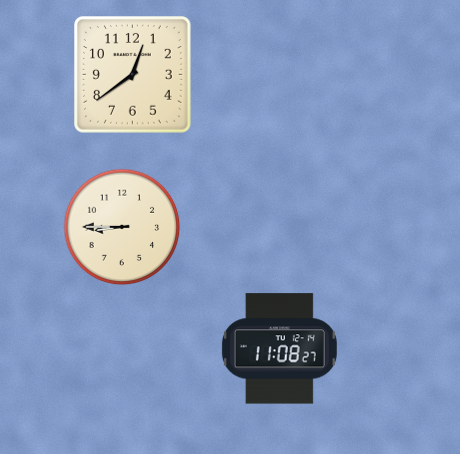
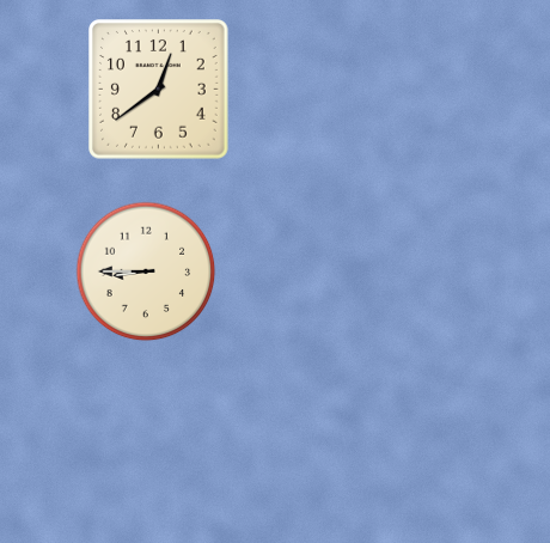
clock at (279, 349): 11:08 -> none
